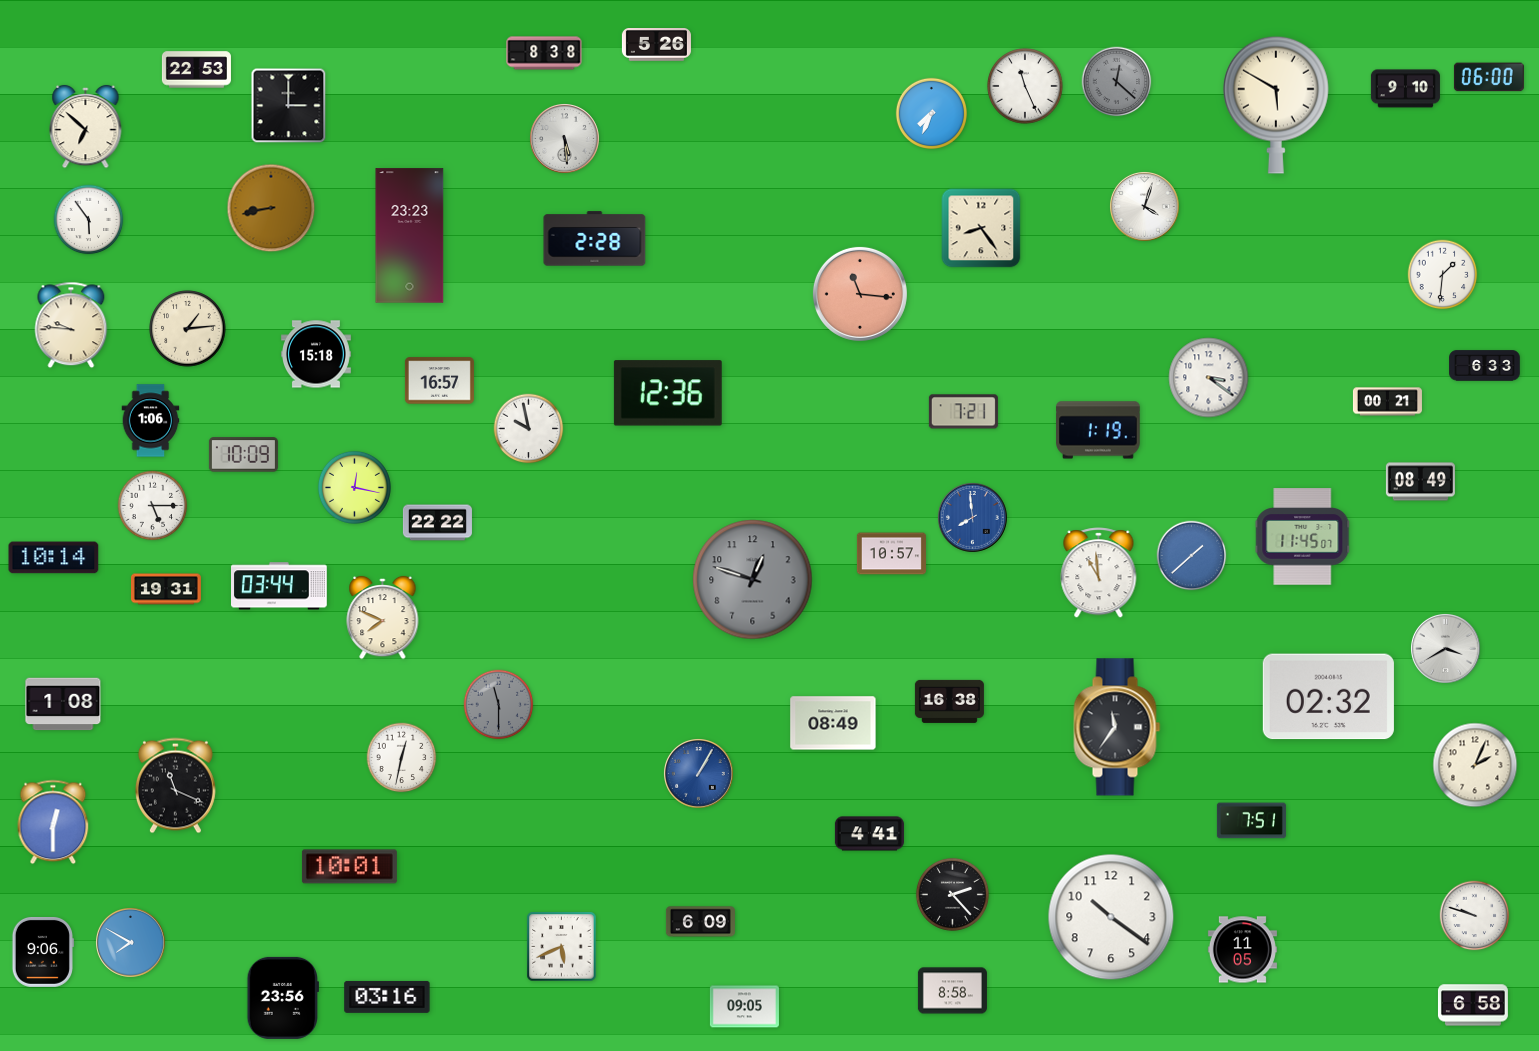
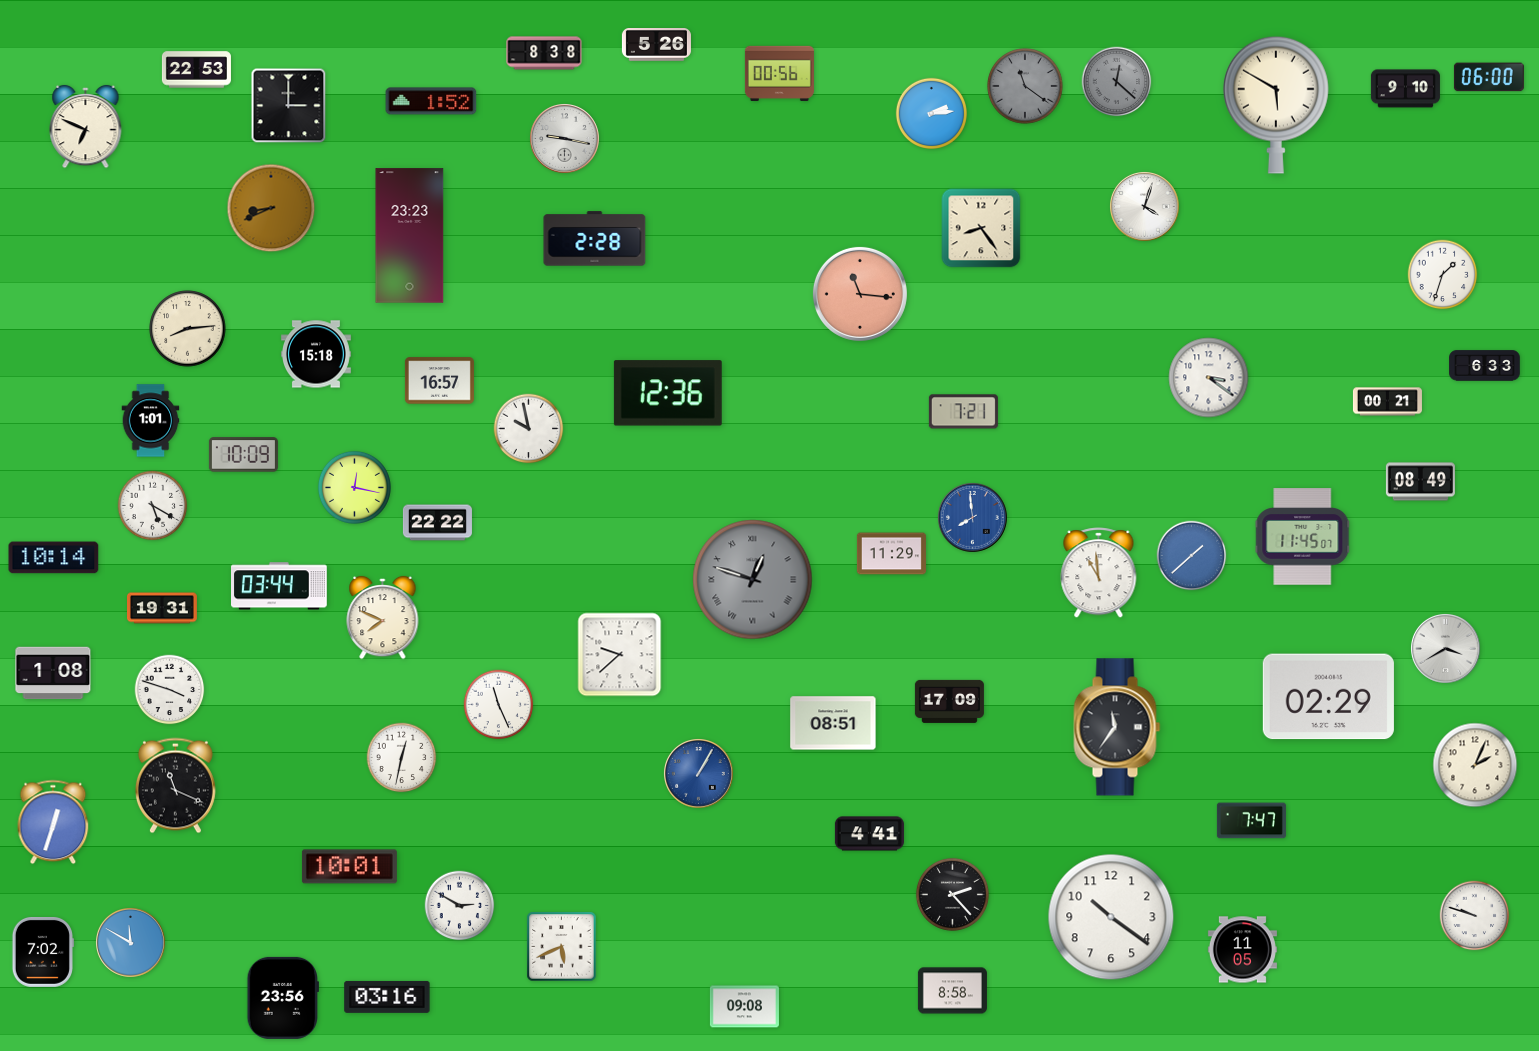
clock at (779, 73): none -> 00:56
clock at (1025, 86): 11:26 -> 11:21
clock at (1025, 86) dial: white -> grey
clock at (431, 101): none -> 1:52
clock at (931, 113): 7:34 -> 2:14
clock at (86, 127): 6:52 -> 6:49
clock at (565, 139): 5:29 -> 9:17
clock at (271, 208): 8:43 -> 8:41
clock at (89, 220): 5:54 -> none
clock at (1443, 275): 1:31 -> 1:33
clock at (71, 325): 9:46 -> none
clock at (188, 329): 1:14 -> 8:14
clock at (151, 421): 1:06 -> 1:01
clock at (1098, 430): 1:19 -> none
clock at (153, 506): 5:15 -> 5:20
clock at (891, 554): 10:57 -> 11:29
clock at (753, 580) numerals: Arabic -> Roman
clock at (167, 589) position: (167, 589) -> (163, 608)
clock at (620, 655): none -> 9:38
clock at (170, 690): none -> 3:48
clock at (1328, 697): 02:32 -> 02:29
clock at (949, 701): 16:38 -> 17:09
clock at (63, 704) position: (63, 704) -> (53, 673)
clock at (499, 705): 11:30 -> 11:26
clock at (499, 705) dial: grey -> white
clock at (833, 723): 08:49 -> 08:51
clock at (1251, 821): 7:51 -> 7:47
clock at (53, 822): 12:30 -> 12:33
clock at (460, 906): none -> 2:50
clock at (700, 922): 6:09 -> none
clock at (131, 943): 7:50 -> 11:50
clock at (43, 952): 9:06 -> 7:02
clock at (1473, 1005): 6:58 -> none
clock at (744, 1007): 09:05 -> 09:08
